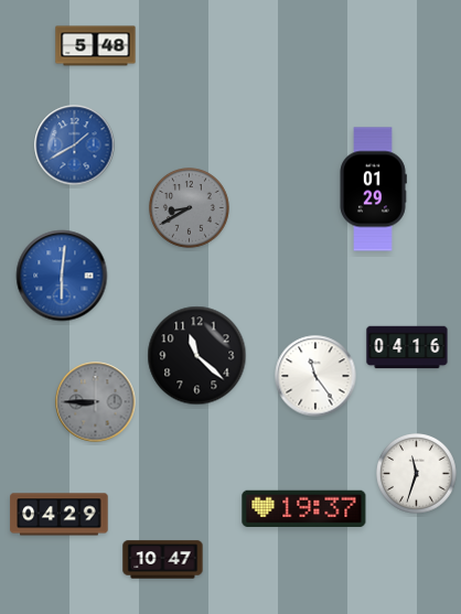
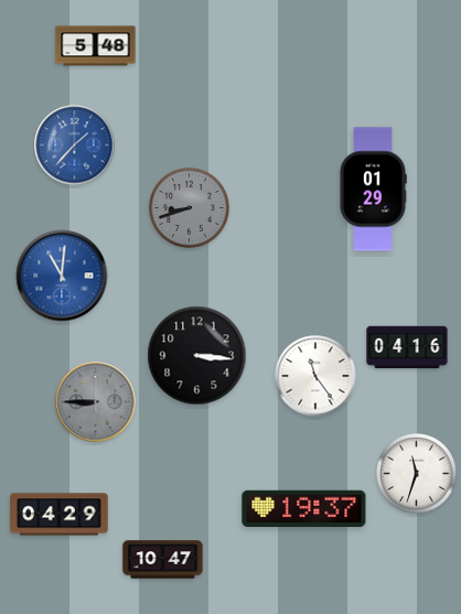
clock at (75, 146): 1:40 -> 1:37
clock at (190, 208): 8:40 -> 8:42
clock at (62, 276): 6:01 -> 11:01
clock at (197, 356): 11:22 -> 3:16
